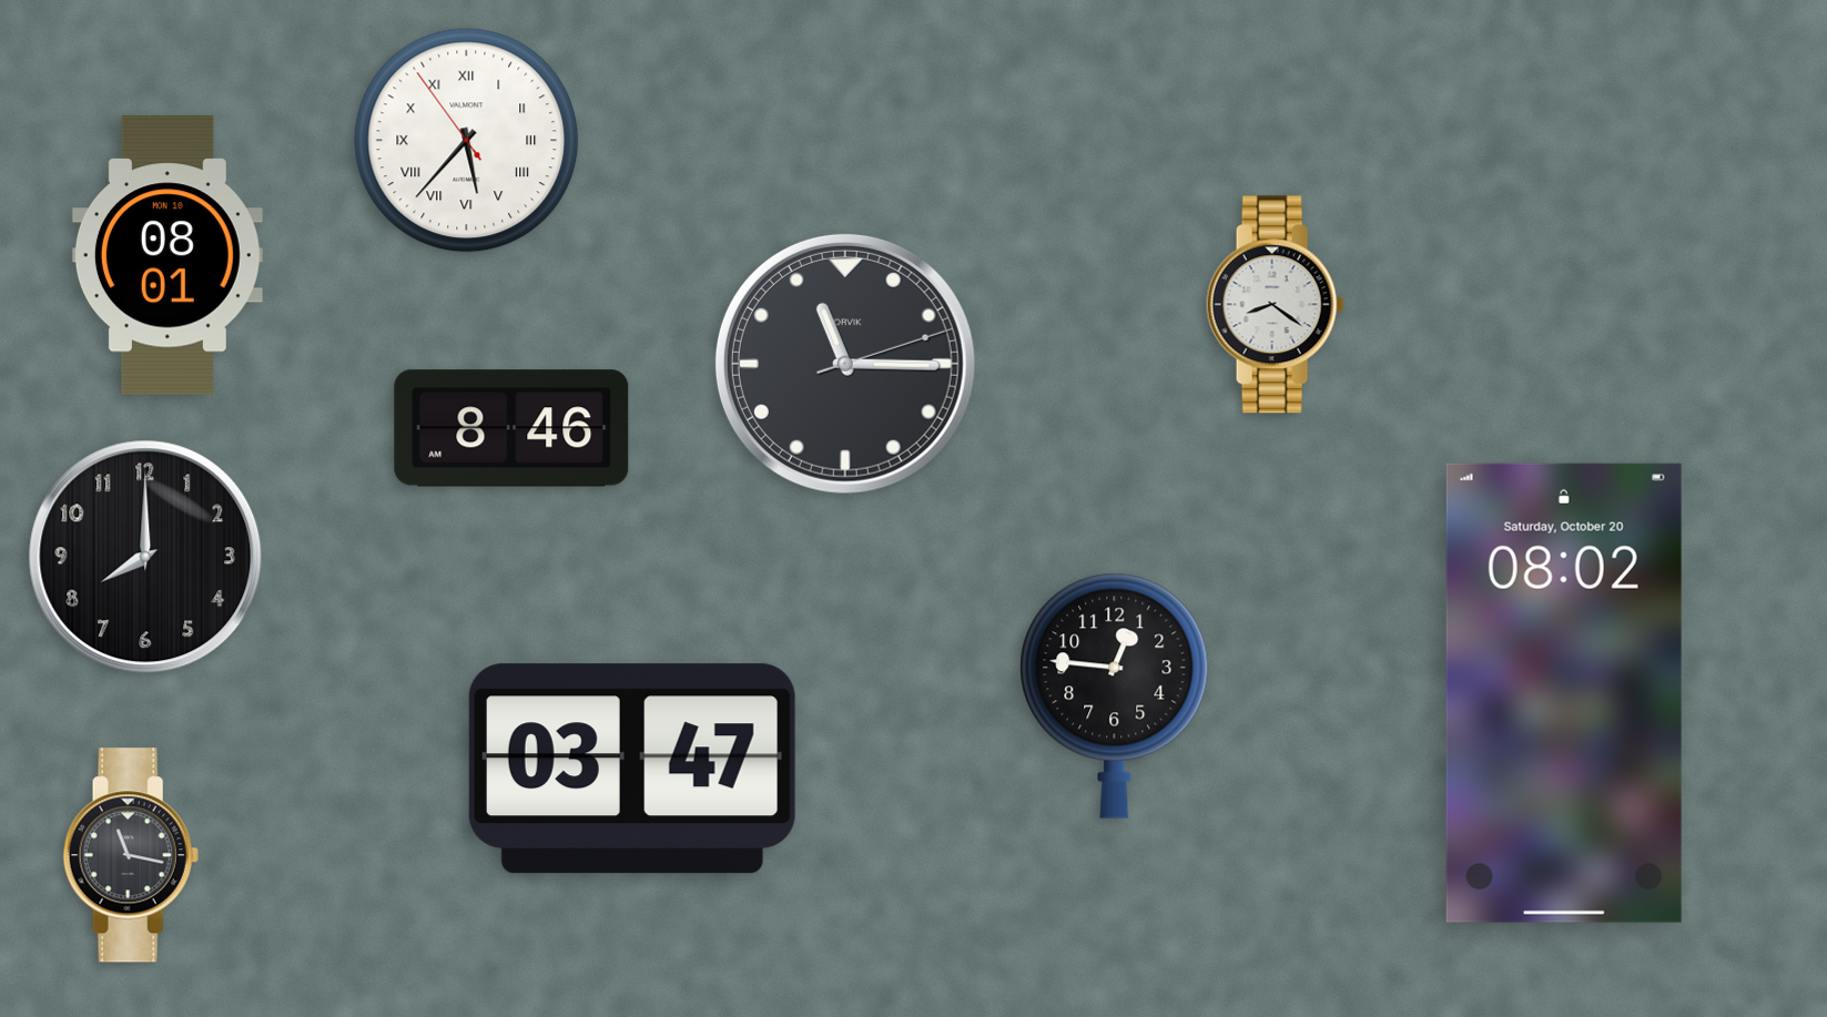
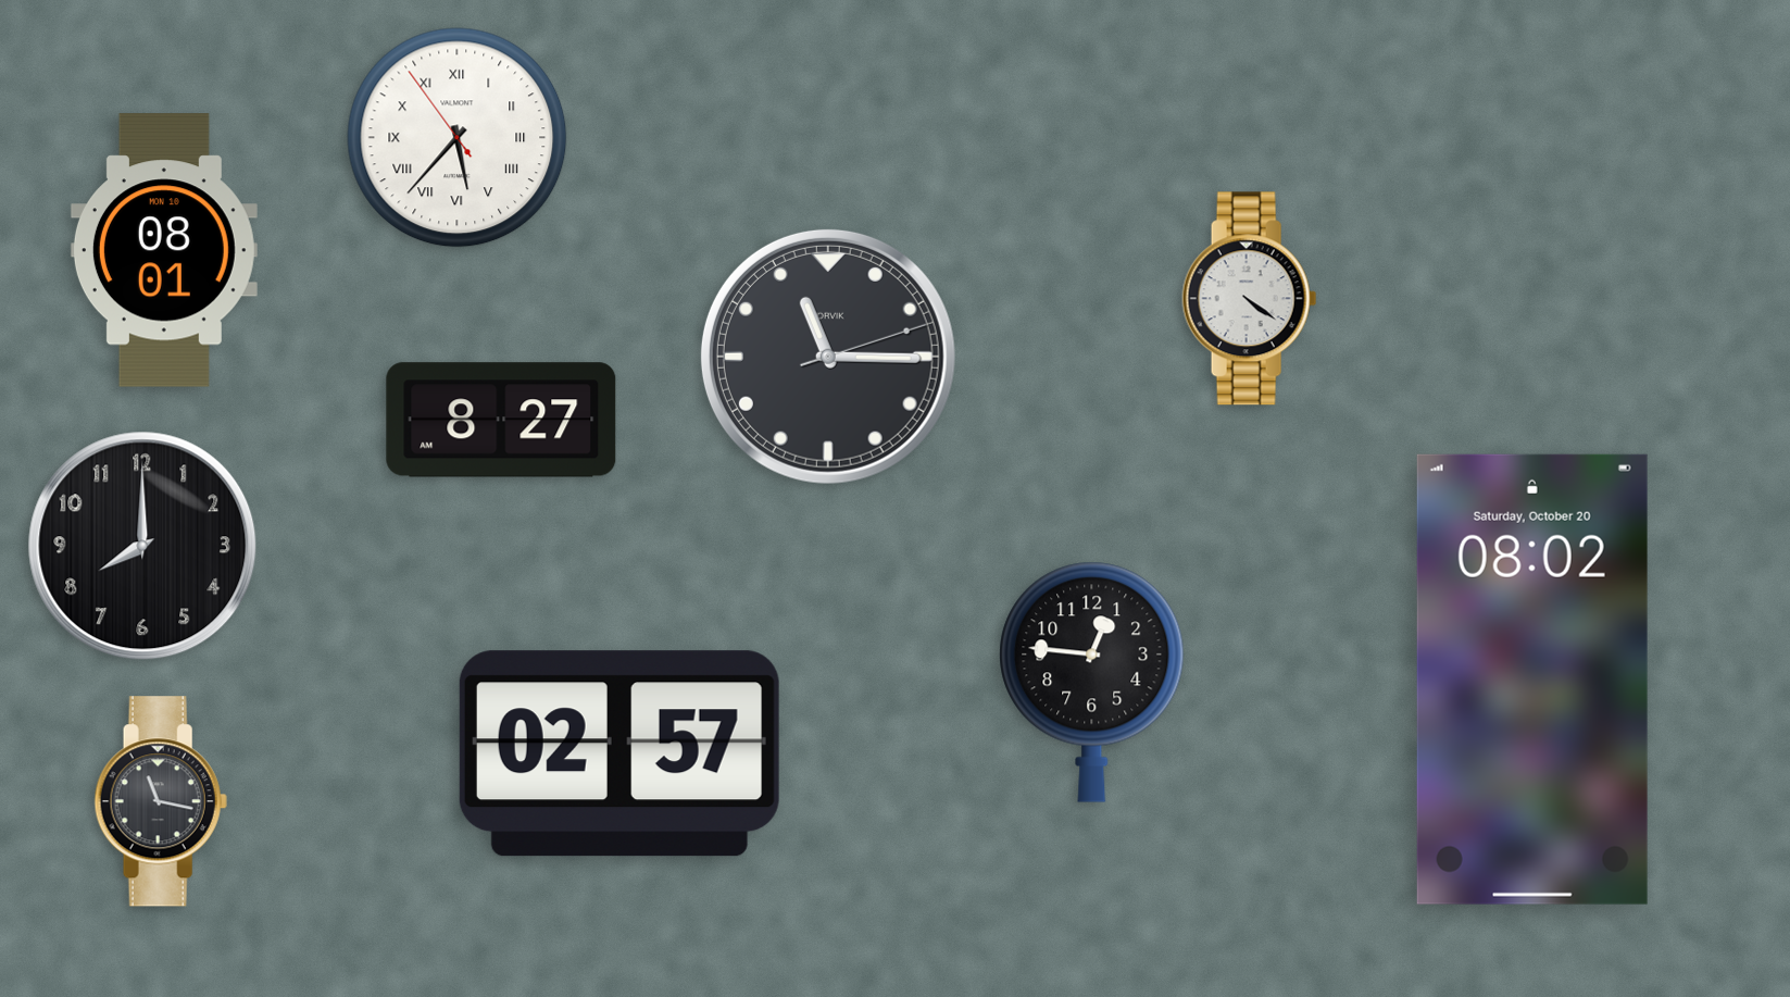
clock at (1276, 305): 8:21 -> 4:21
clock at (511, 428): 8:46 -> 8:27
clock at (632, 769): 03:47 -> 02:57
clock at (131, 855) position: (131, 855) -> (161, 801)
